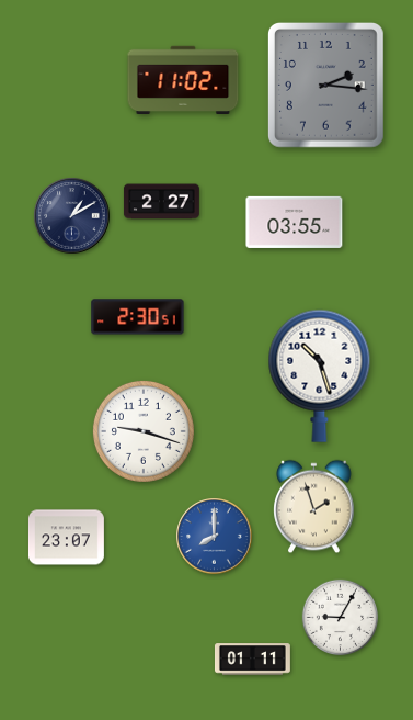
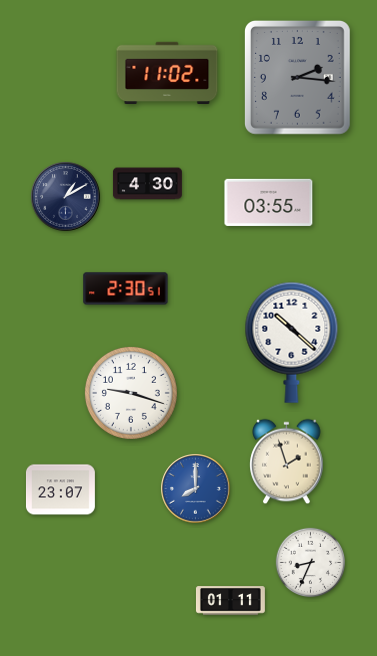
clock at (161, 202): 2:27 -> 4:30
clock at (320, 375): 10:27 -> 10:22
clock at (341, 618): 9:05 -> 8:34
